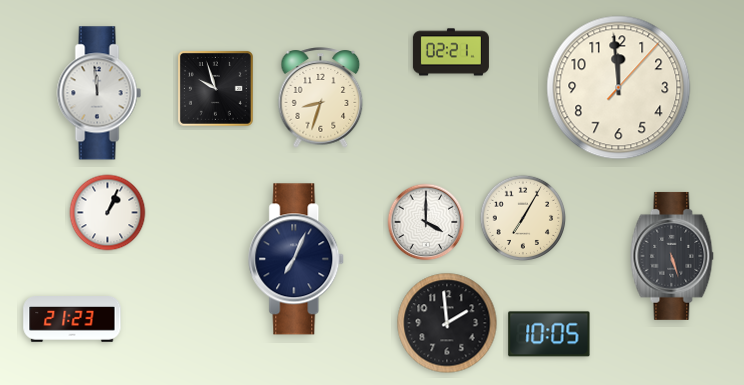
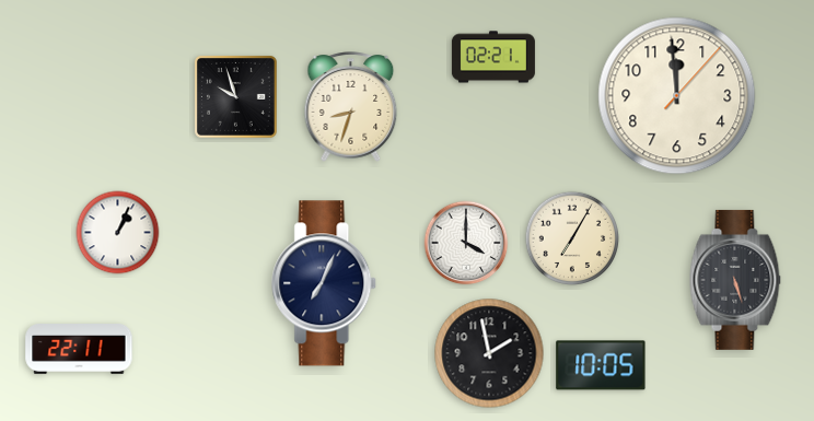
clock at (99, 93): 11:59 -> none
clock at (72, 320): 21:23 -> 22:11
clock at (447, 323): 1:59 -> 1:58
